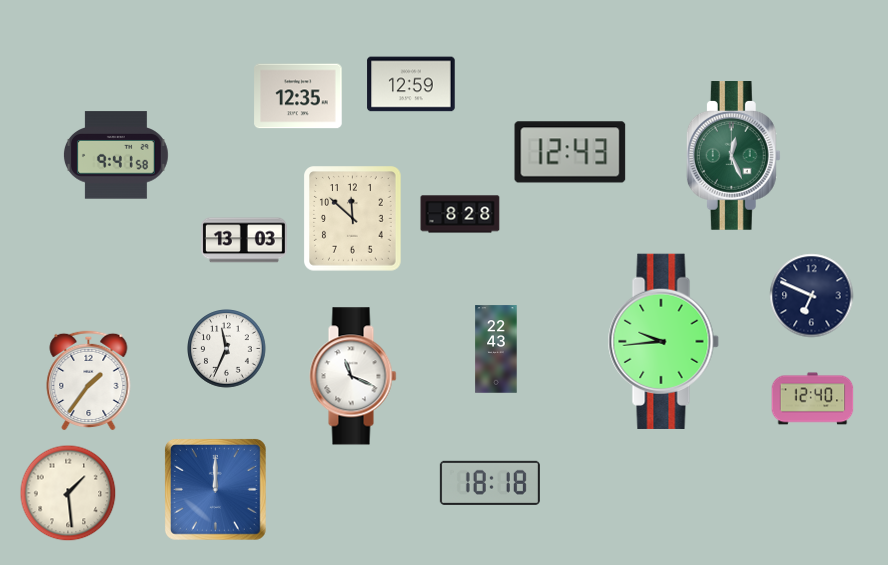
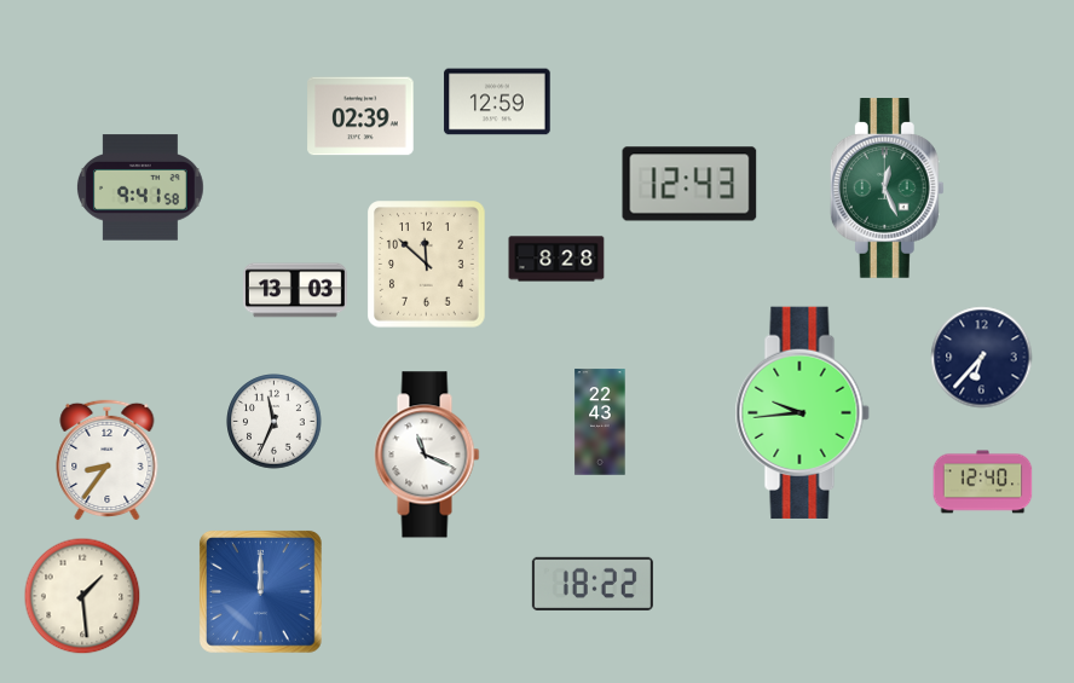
clock at (298, 96): 12:35 -> 02:39
clock at (812, 296): 6:49 -> 6:37
clock at (89, 380): 1:36 -> 8:36
clock at (490, 483): 18:18 -> 18:22
